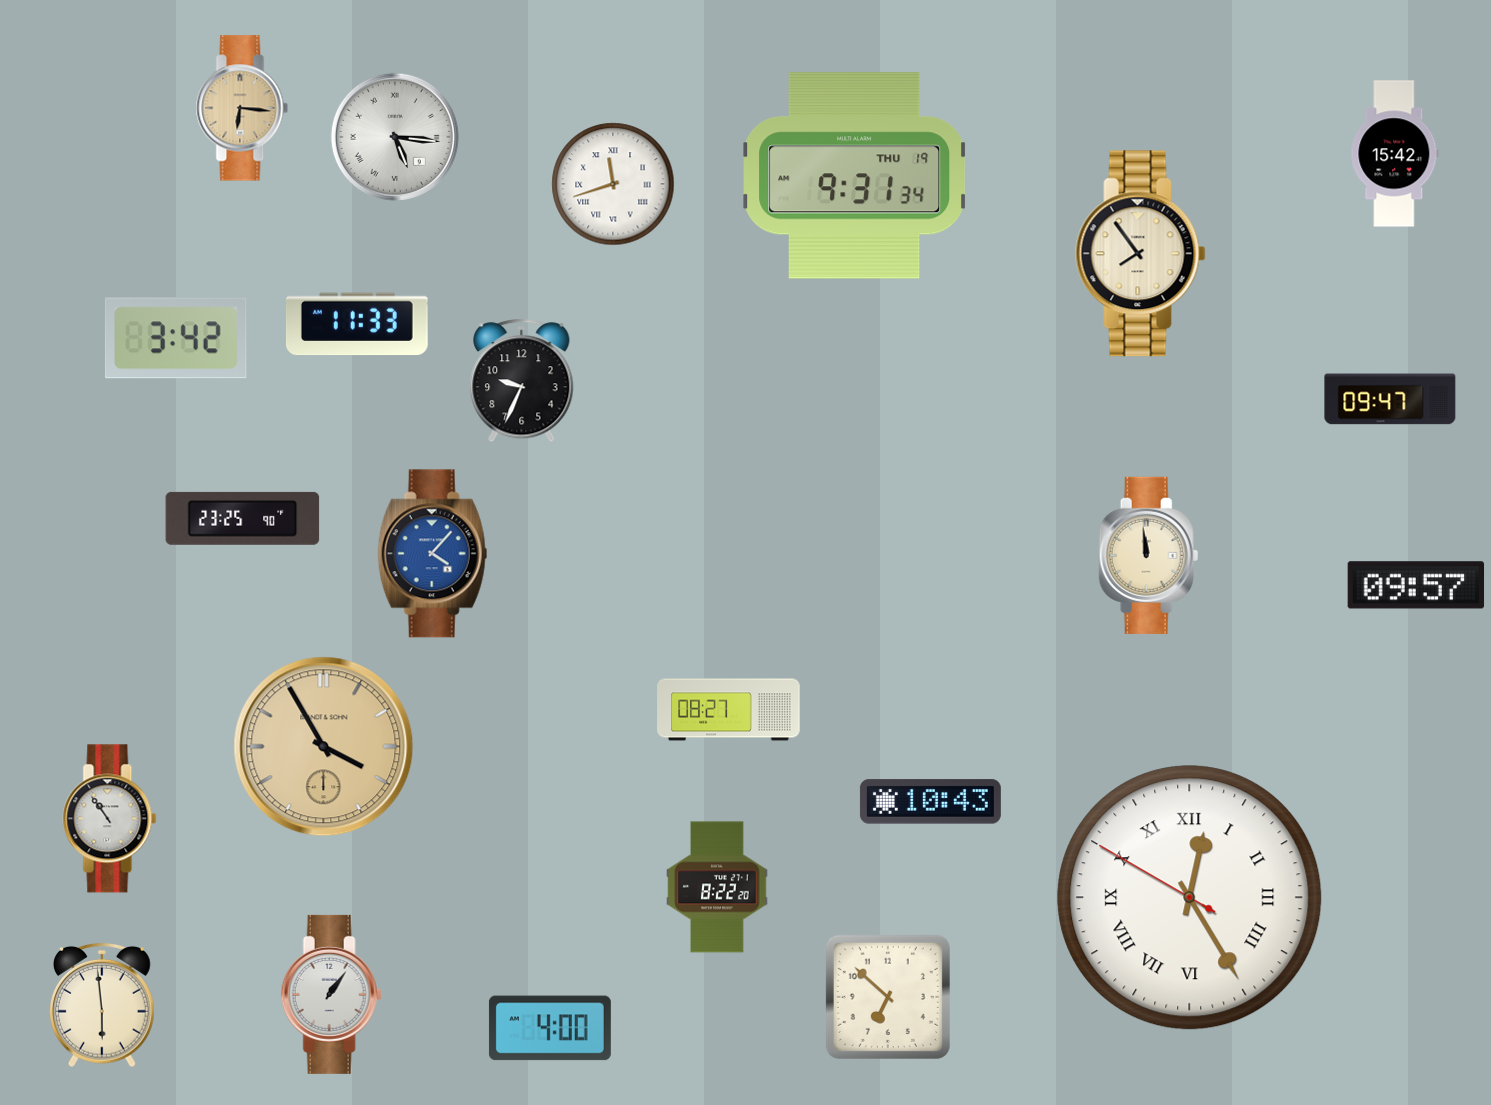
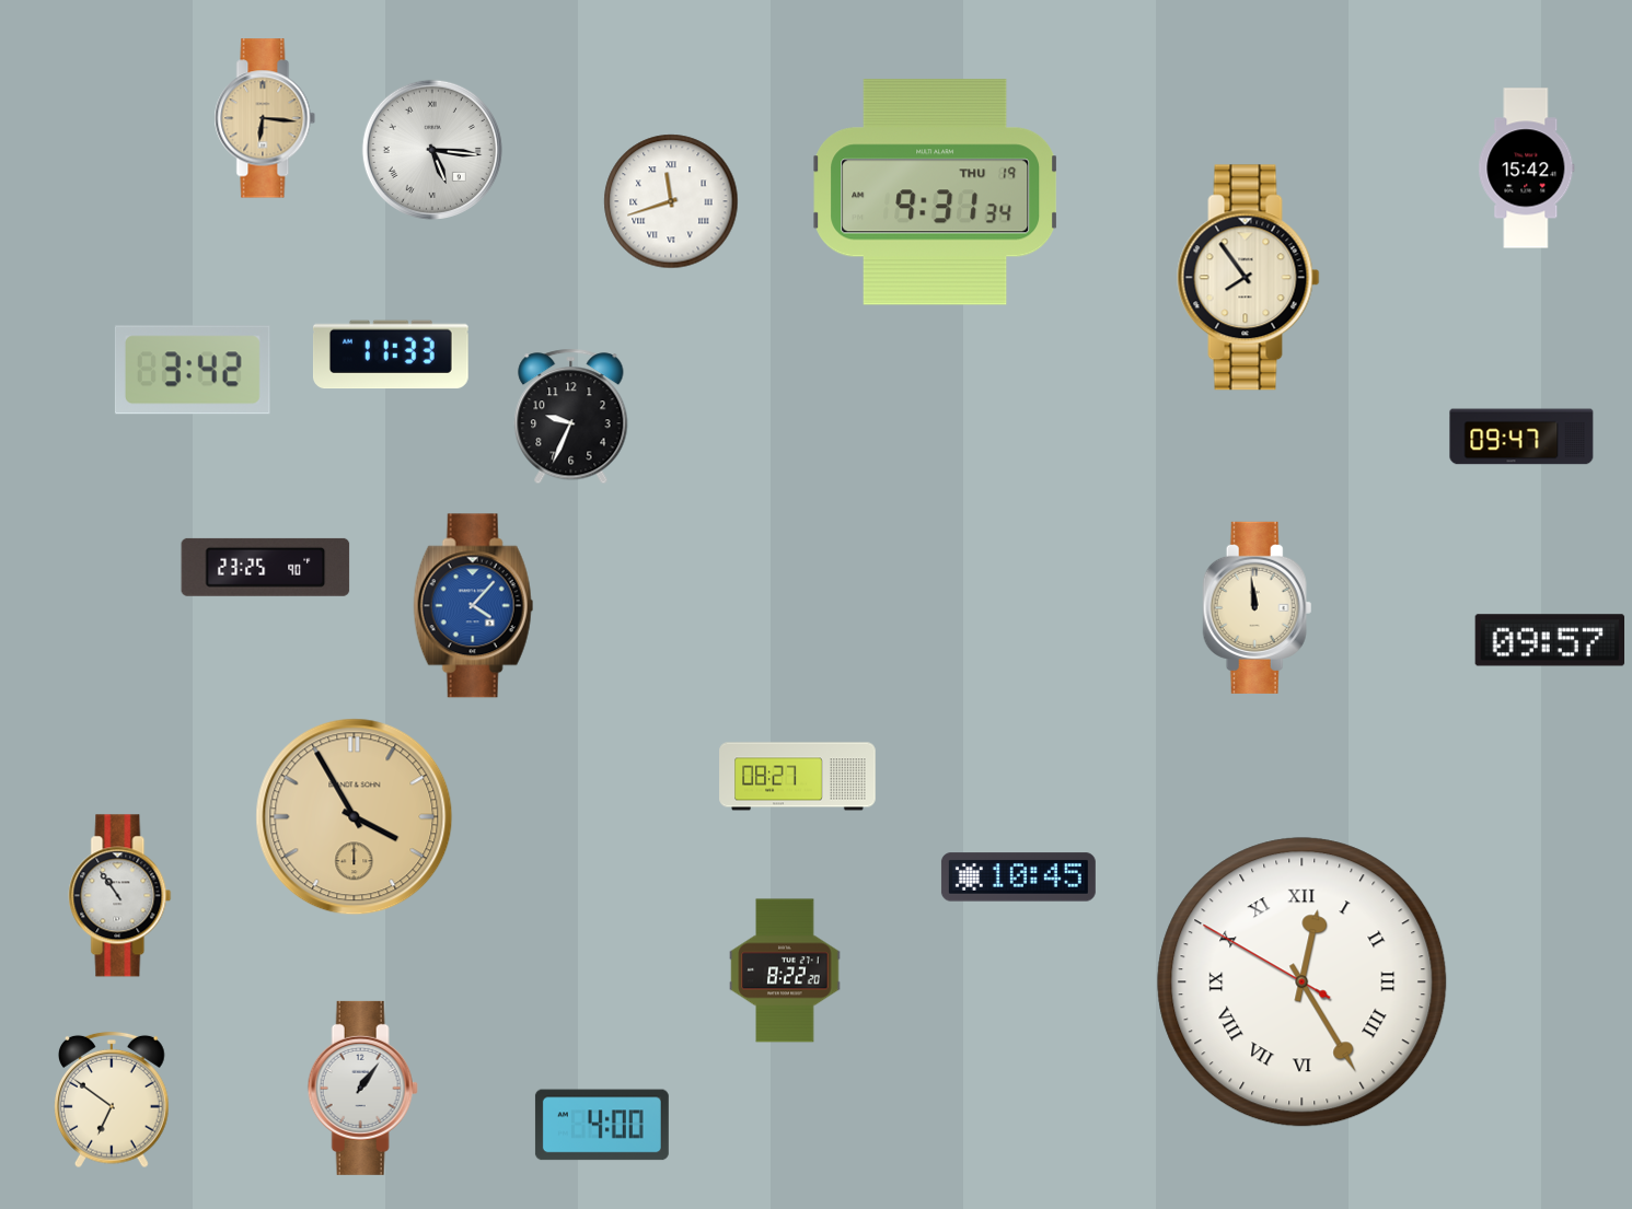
clock at (930, 802): 10:43 -> 10:45
clock at (888, 997): 6:52 -> none
clock at (103, 1005): 5:59 -> 6:51
